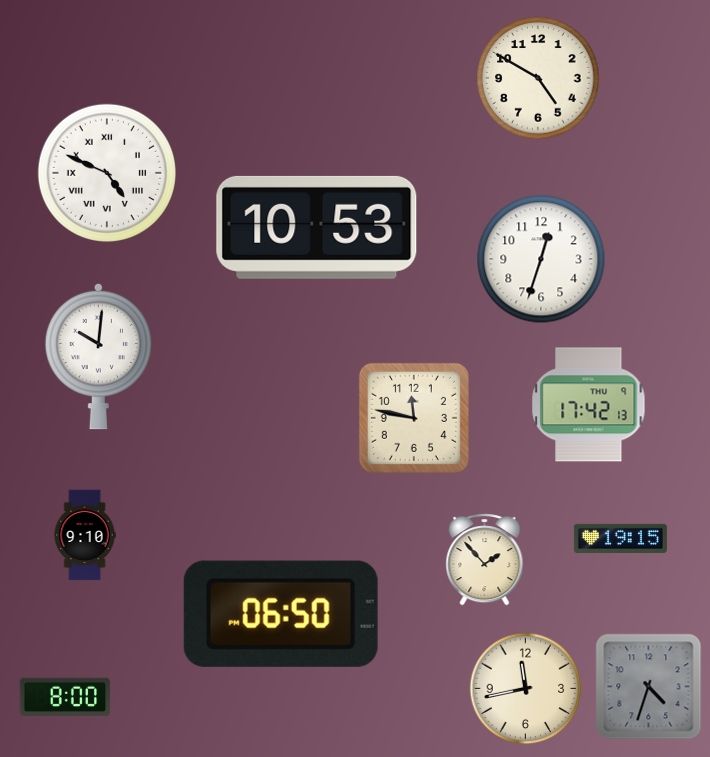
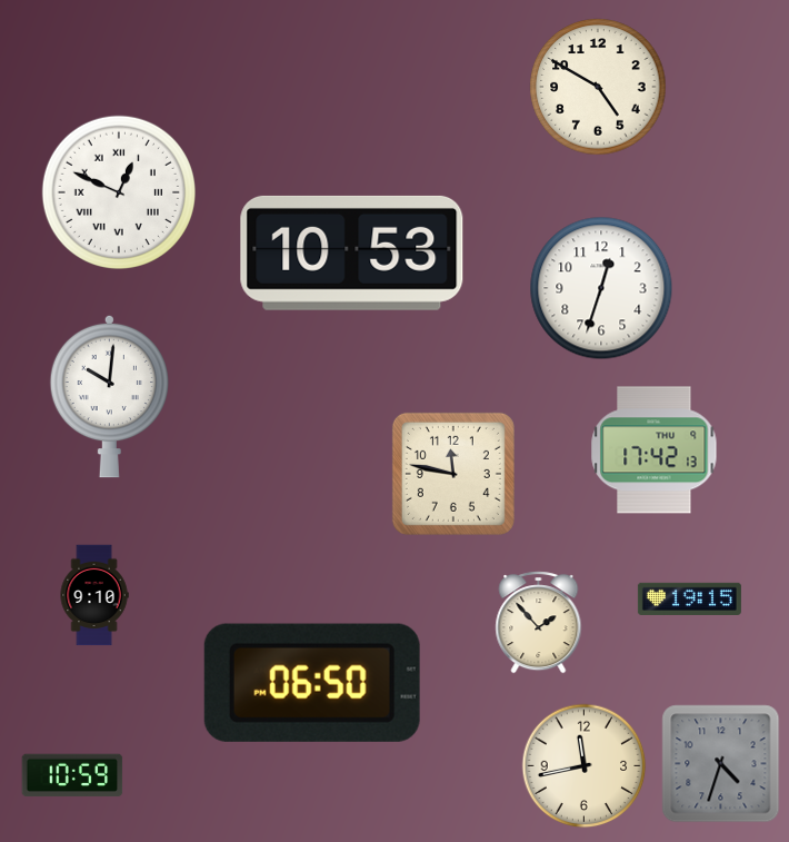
clock at (106, 172): 4:49 -> 12:49
clock at (414, 418) position: (414, 418) -> (453, 474)
clock at (65, 697): 8:00 -> 10:59
